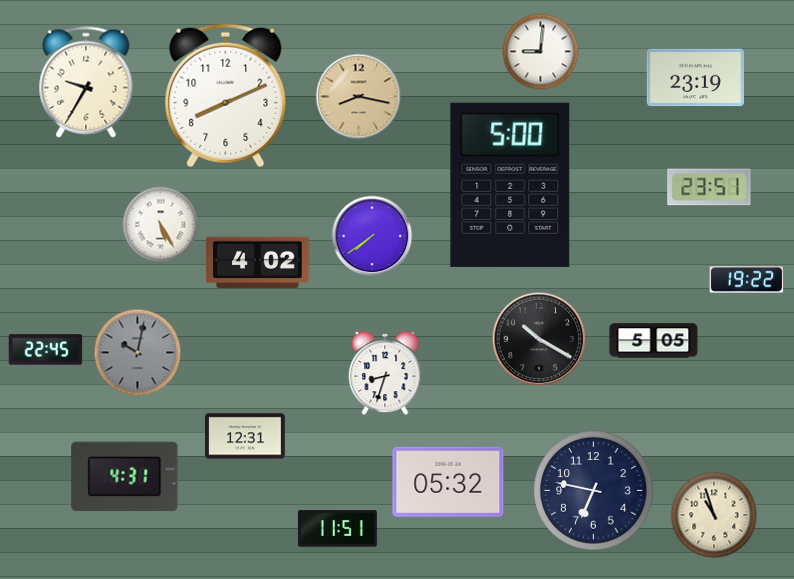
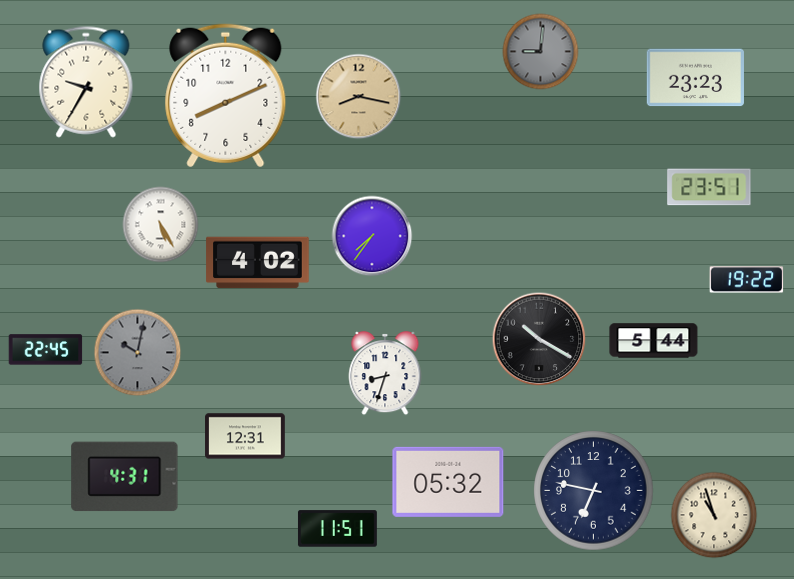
clock at (541, 52) dial: white -> grey
clock at (695, 78): 23:19 -> 23:23
clock at (510, 185): 5:00 -> none
clock at (372, 236): 7:39 -> 7:36
clock at (654, 341): 5:05 -> 5:44
